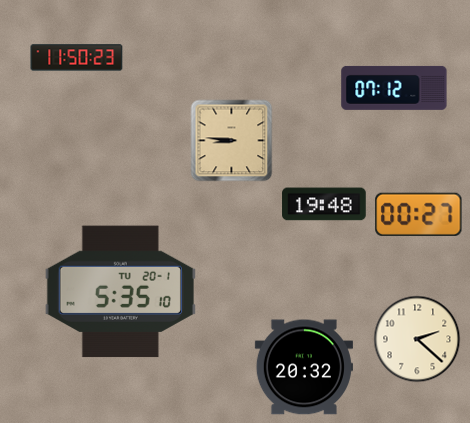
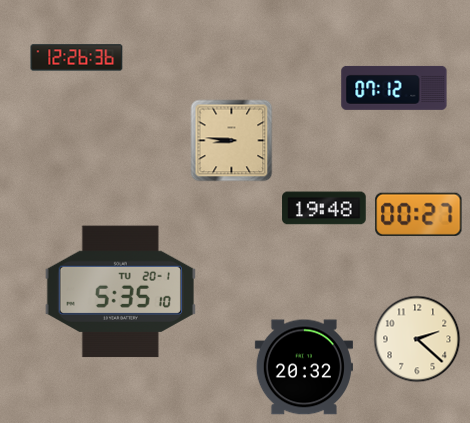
clock at (77, 58): 11:50 -> 12:26
clock at (324, 204) position: (324, 204) -> (324, 208)
